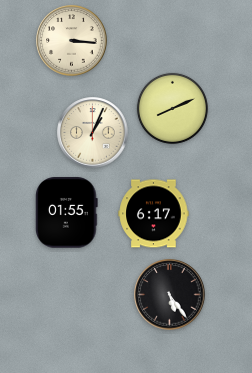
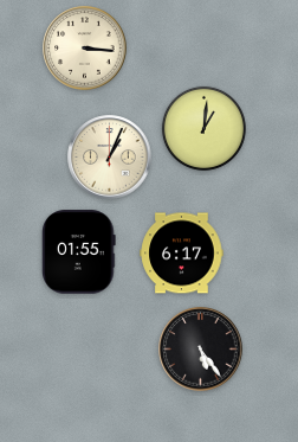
clock at (172, 108): 8:11 -> 1:01
